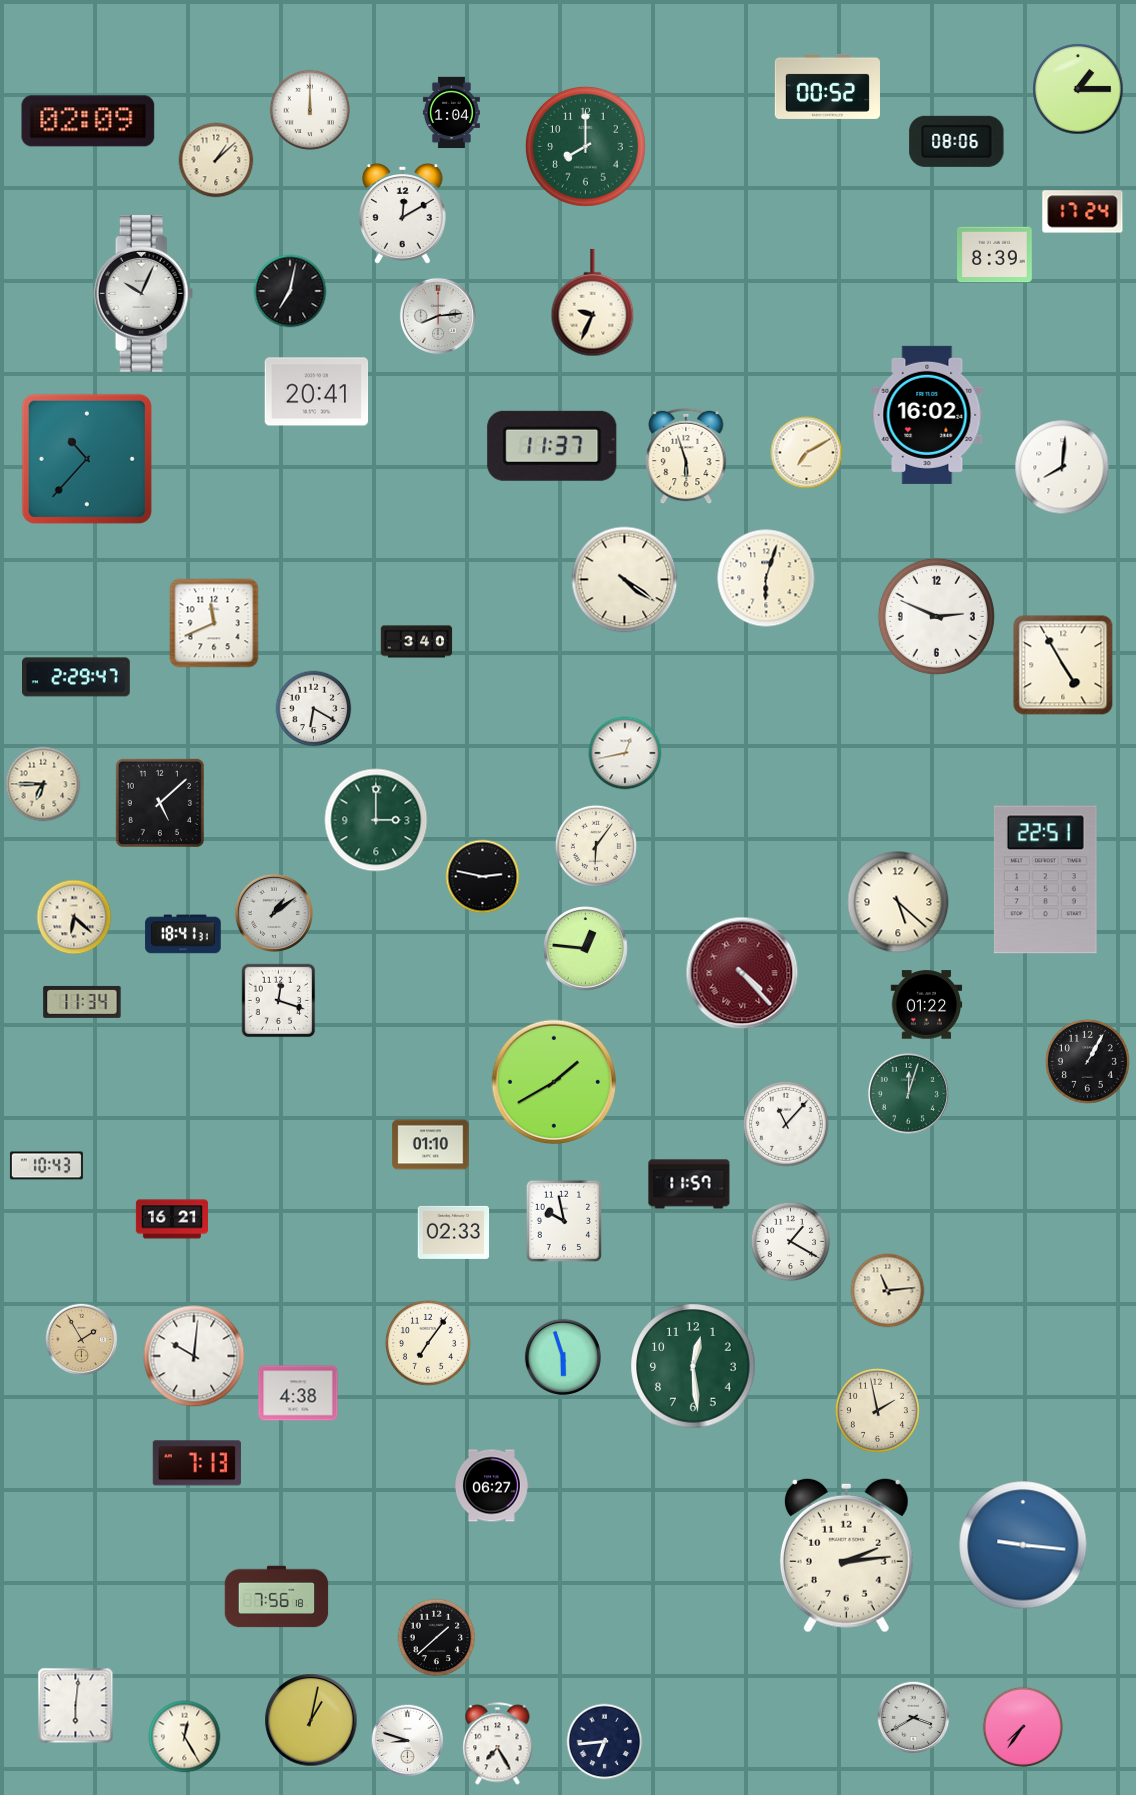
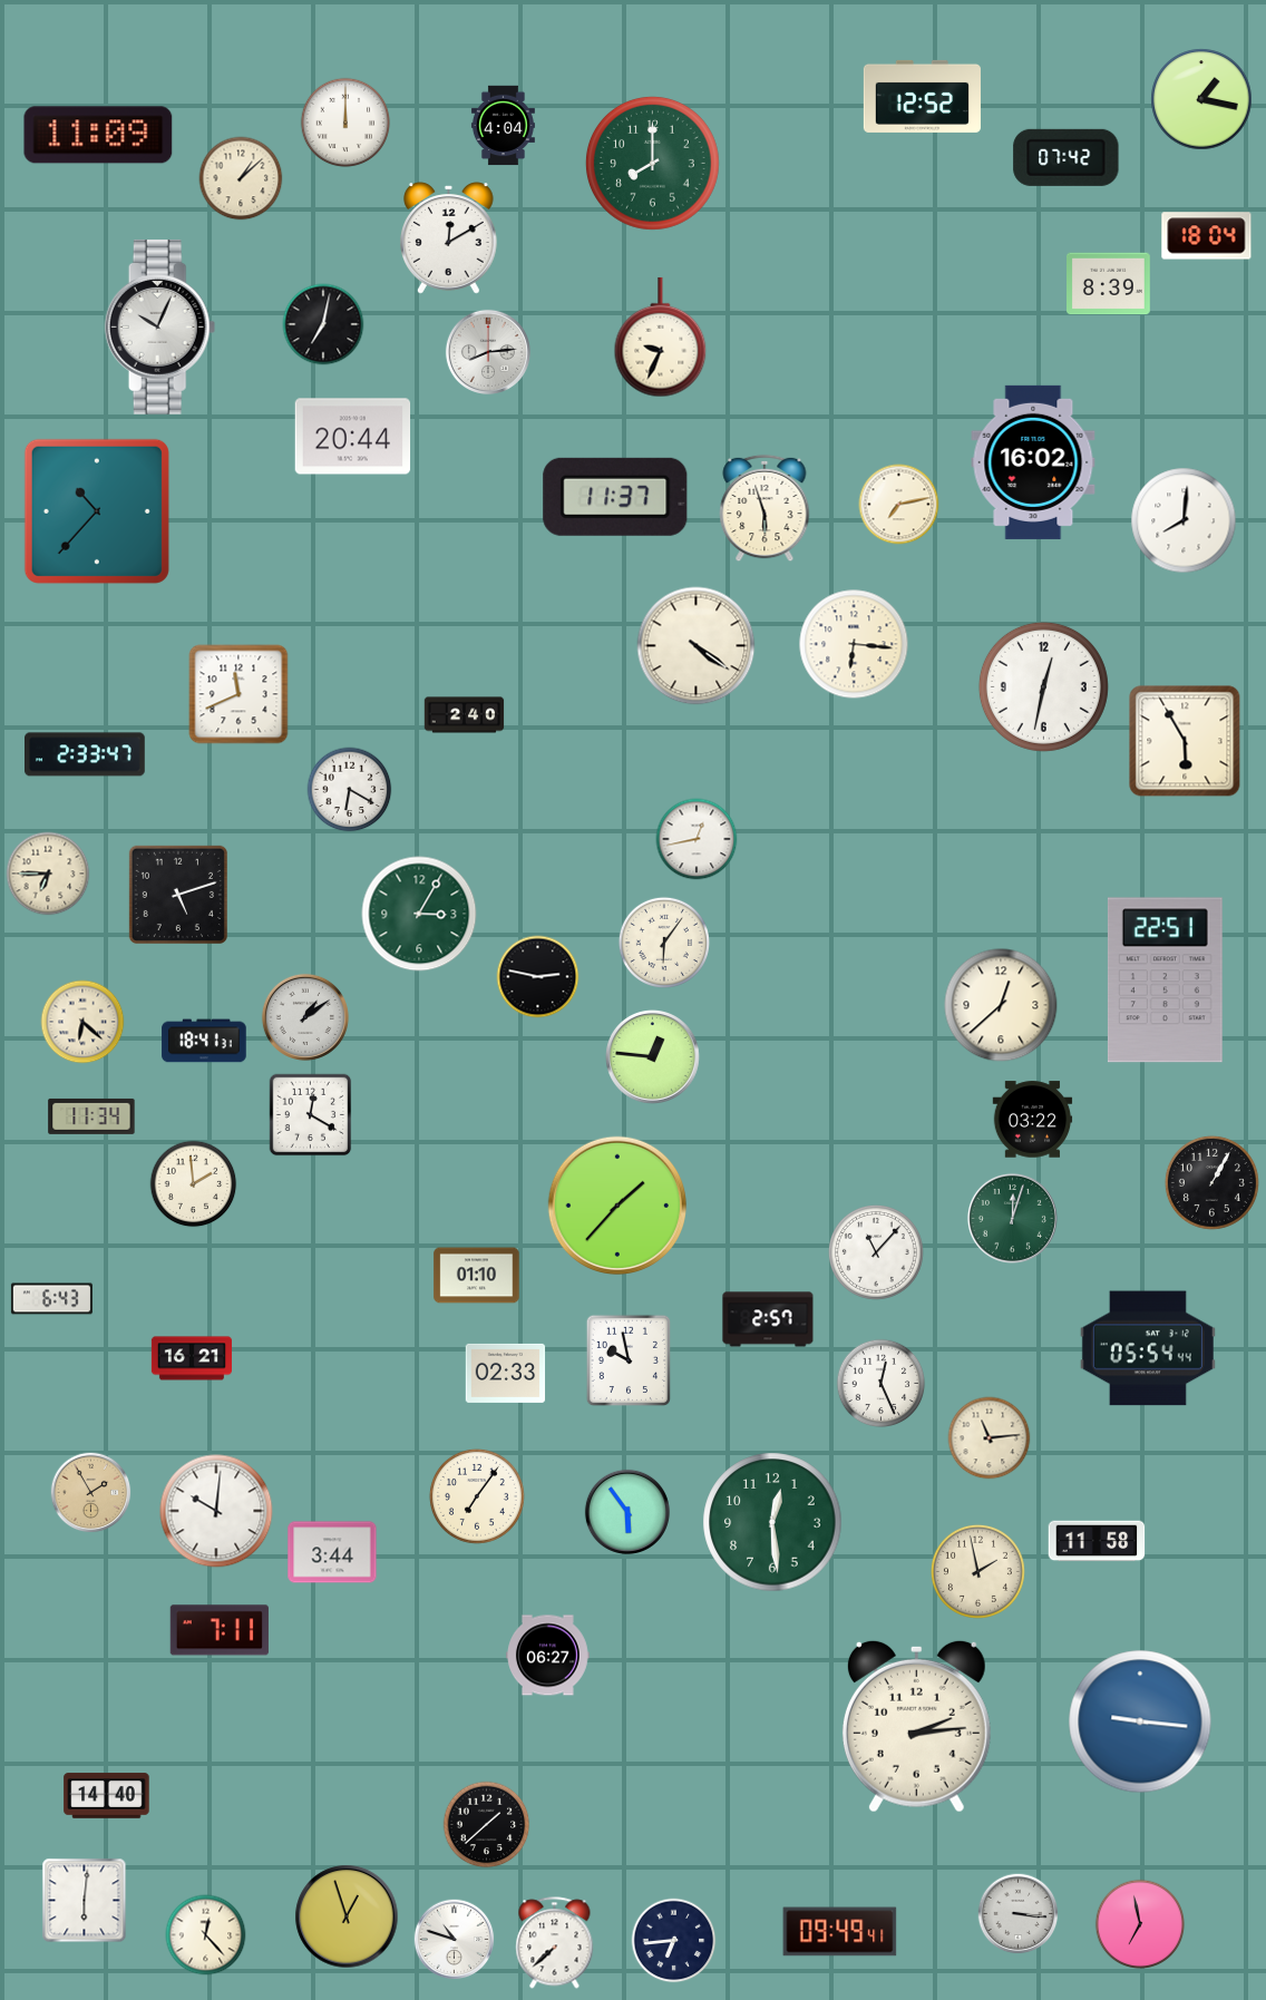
clock at (827, 86): 00:52 -> 12:52
clock at (1078, 89): 1:15 -> 1:17
clock at (451, 113): 1:04 -> 4:04
clock at (88, 121): 02:09 -> 11:09
clock at (957, 141): 08:06 -> 07:42
clock at (1083, 212): 17:24 -> 18:04
clock at (317, 392): 20:41 -> 20:44
clock at (807, 453): 7:10 -> 7:13
clock at (766, 578): 6:03 -> 6:16
clock at (936, 616): 2:49 -> 12:32
clock at (417, 642): 3:40 -> 2:40
clock at (1063, 665): 4:55 -> 5:55
clock at (77, 677): 2:29 -> 2:33
clock at (160, 803): 5:08 -> 5:12
clock at (376, 820): 3:00 -> 3:05
clock at (898, 902): 5:22 -> 12:38
clock at (742, 973): 4:23 -> none
clock at (279, 1001): 12:18 -> 12:20
clock at (927, 1005): 01:22 -> 03:22
clock at (194, 1184): none -> 1:59
clock at (553, 1081): 1:40 -> 1:37
clock at (431, 1145) position: (431, 1145) -> (477, 1276)
clock at (46, 1166): 10:43 -> 6:43
clock at (689, 1184): 11:57 -> 2:57
clock at (1148, 1348): none -> 05:54
clock at (791, 1242): 1:20 -> 12:26
clock at (563, 1357): 5:57 -> 5:54
clock at (1097, 1541): none -> 11:58
clock at (298, 1393): 4:38 -> 3:44
clock at (197, 1463): 7:13 -> 7:11
clock at (846, 1555) position: (846, 1555) -> (916, 1726)
clock at (277, 1597): 7:56 -> none
clock at (107, 1796): none -> 14:40
clock at (914, 1718): 3:40 -> 3:16
clock at (311, 1720): 1:02 -> 12:57
clock at (1023, 1727): 7:36 -> 6:58
clock at (840, 1932): none -> 09:49
clock at (185, 1737): 12:25 -> 12:23
clock at (408, 1741): 8:48 -> 10:48
clock at (498, 1744): 7:25 -> 7:38
